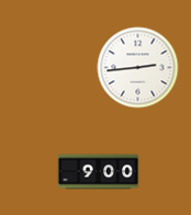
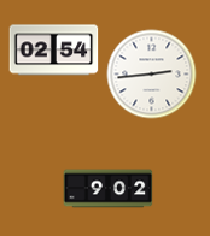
clock at (54, 51): none -> 02:54
clock at (99, 172): 9:00 -> 9:02
